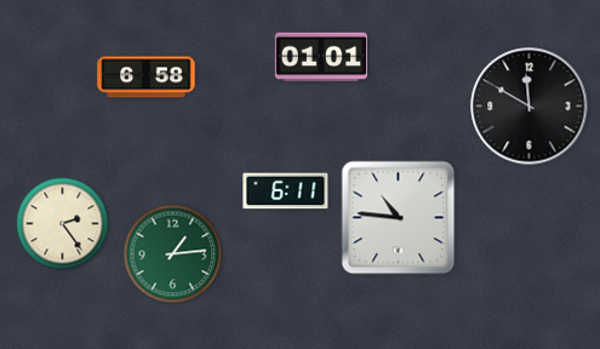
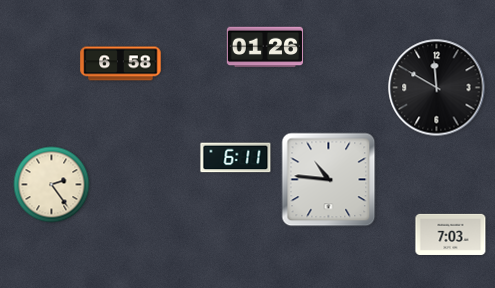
clock at (320, 57): 01:01 -> 01:26
clock at (173, 254): 1:14 -> none
clock at (451, 234): none -> 7:03
